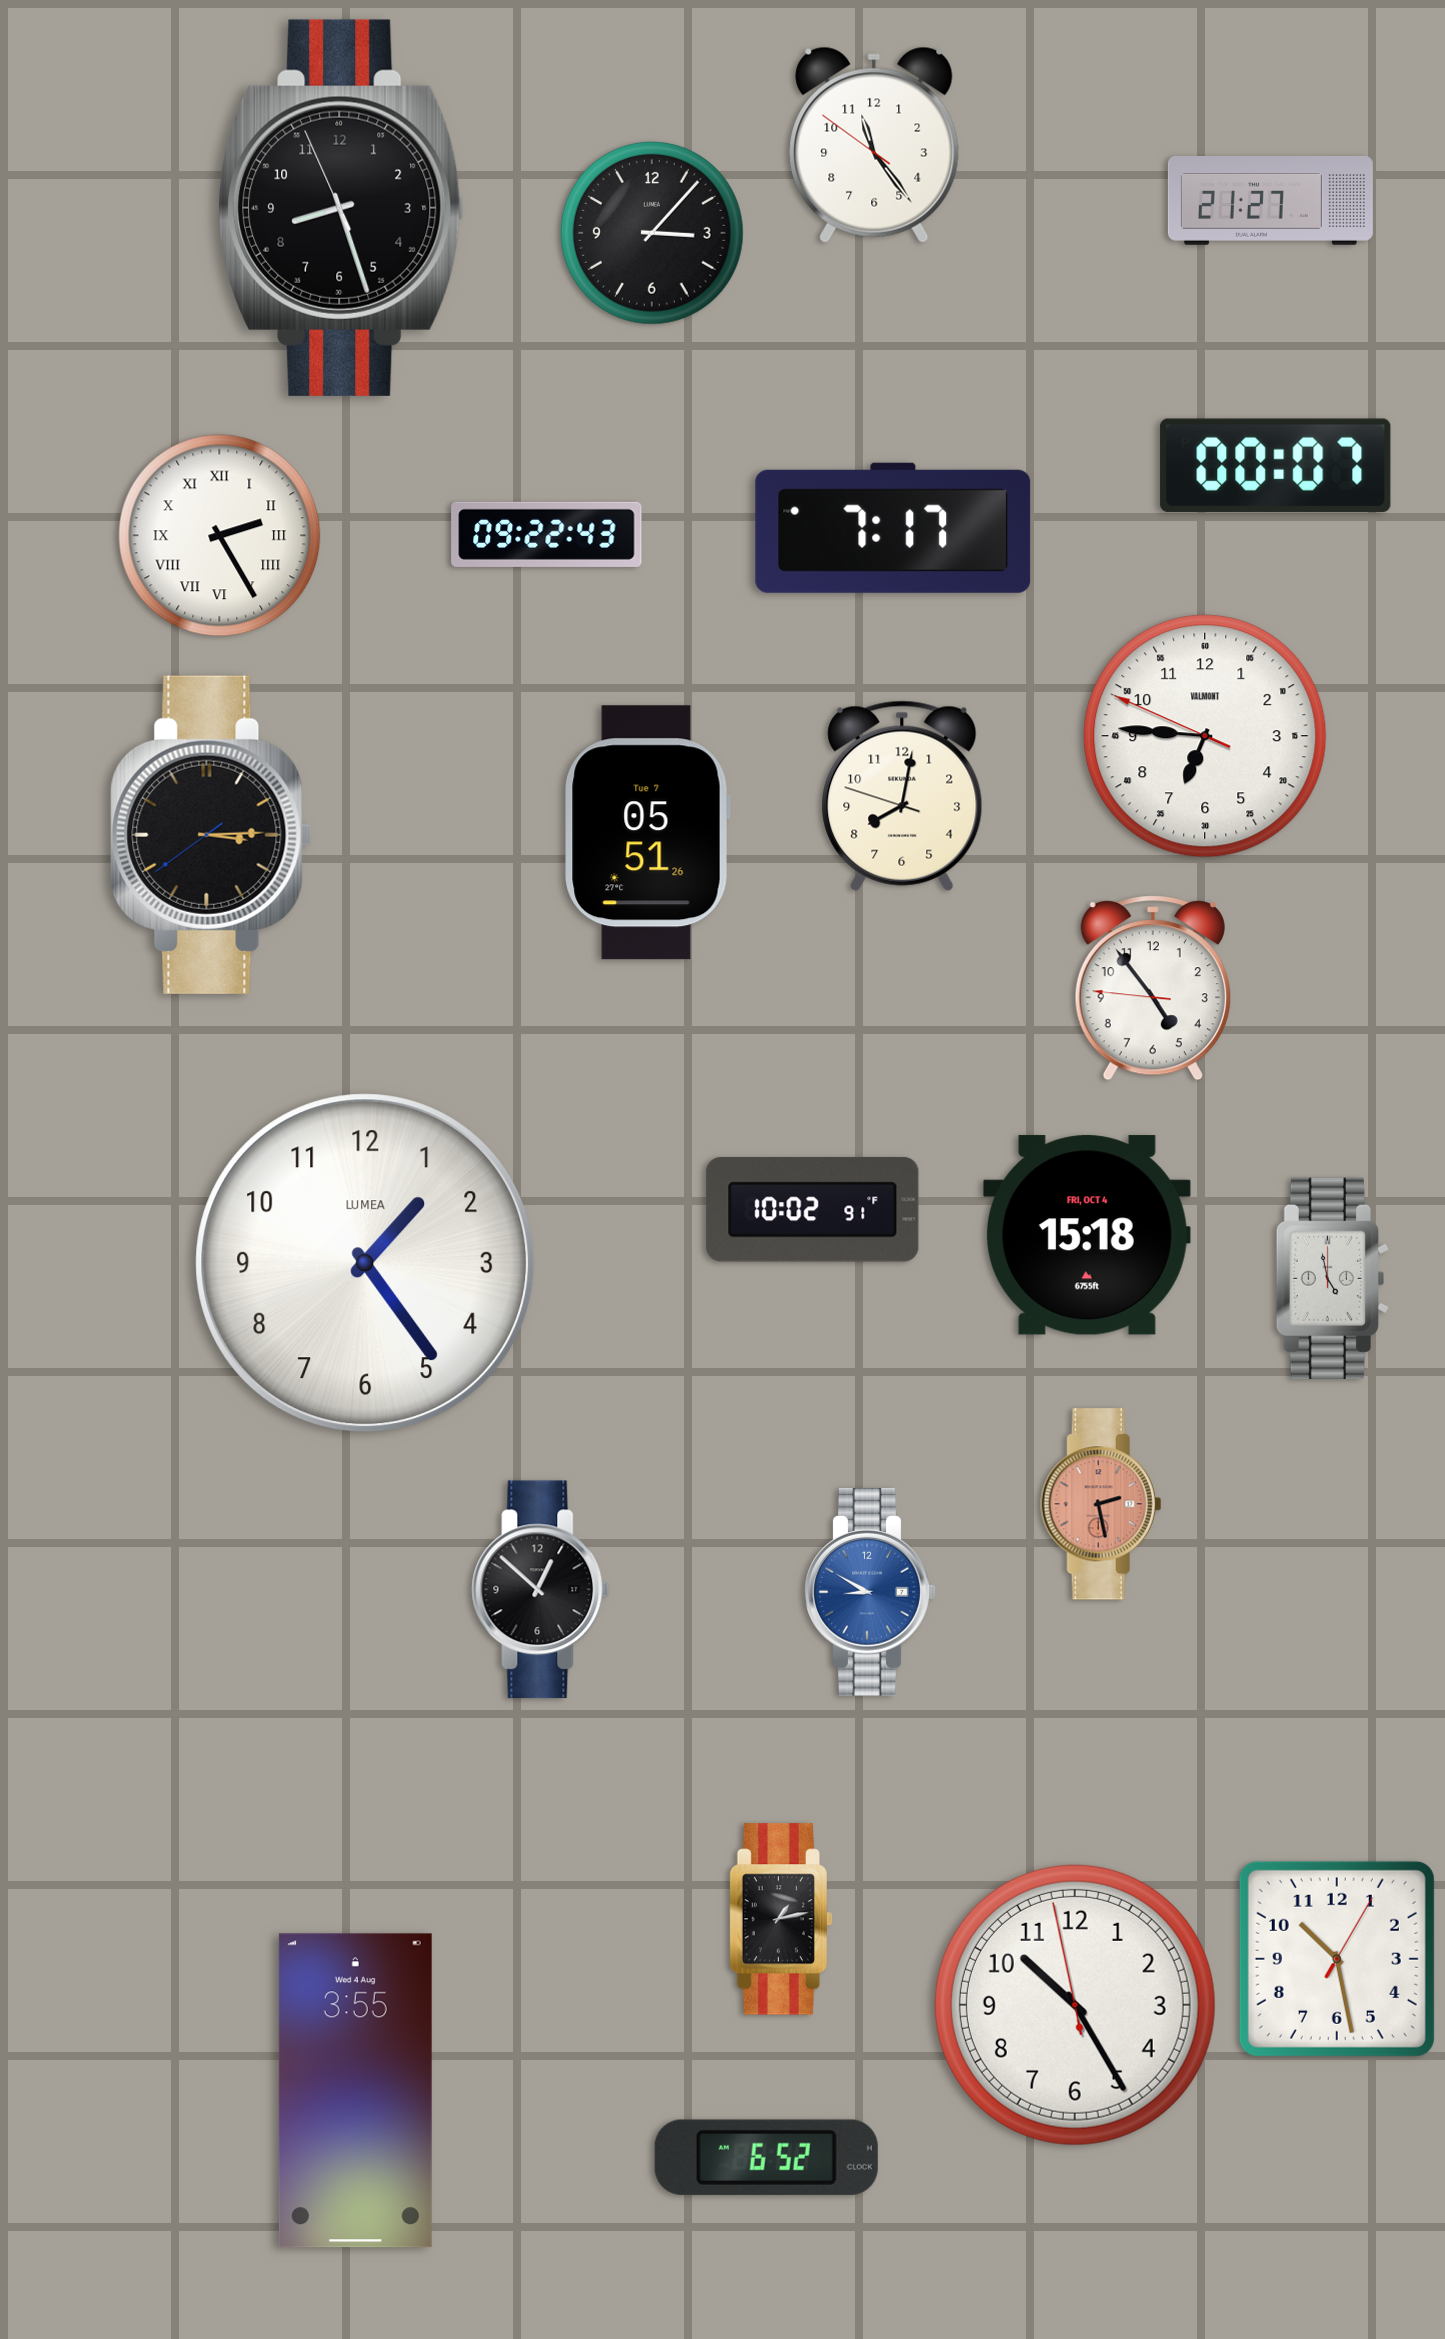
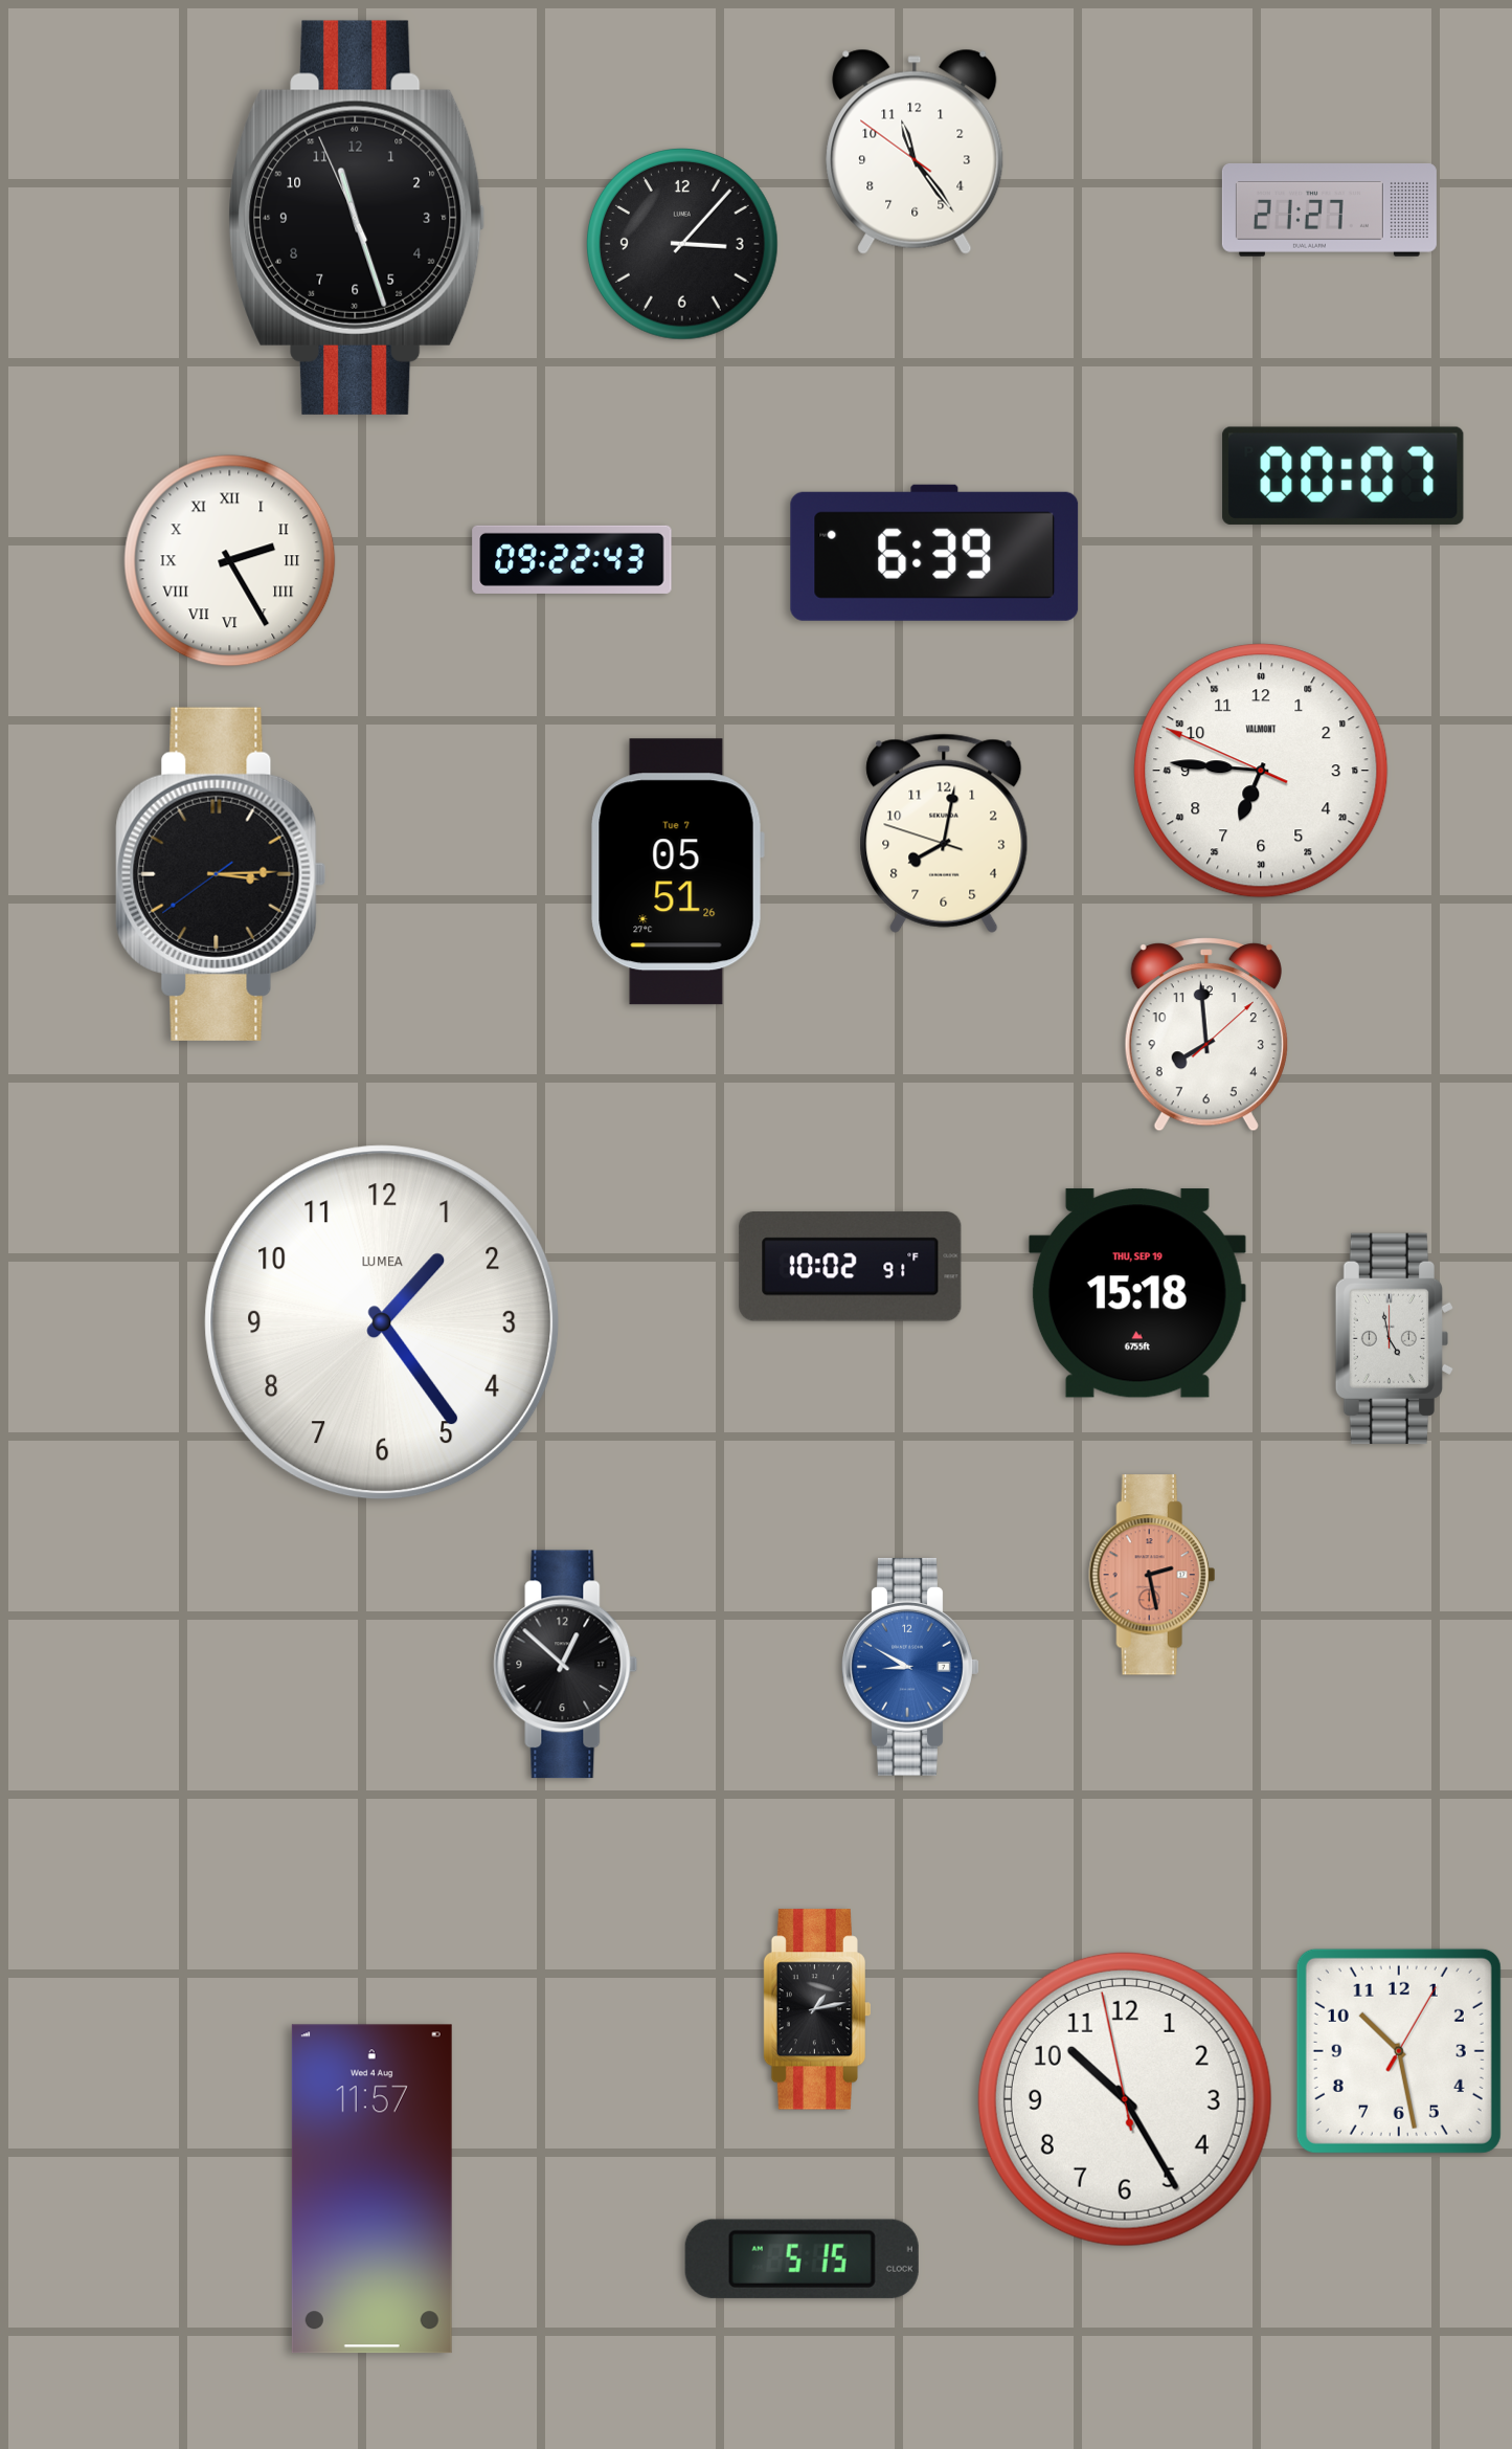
clock at (341, 208): 8:26 -> 11:26
clock at (1276, 465) position: (1276, 465) -> (1344, 475)
clock at (893, 528): 7:17 -> 6:39
clock at (1153, 988): 4:53 -> 7:59
clock at (1087, 1235) date: FRI, OCT 4 -> THU, SEP 19
clock at (355, 2091): 3:55 -> 11:57
clock at (766, 2157): 6:52 -> 5:15
